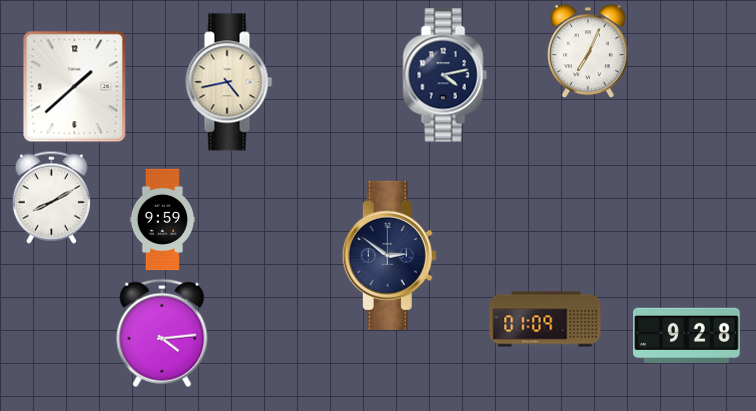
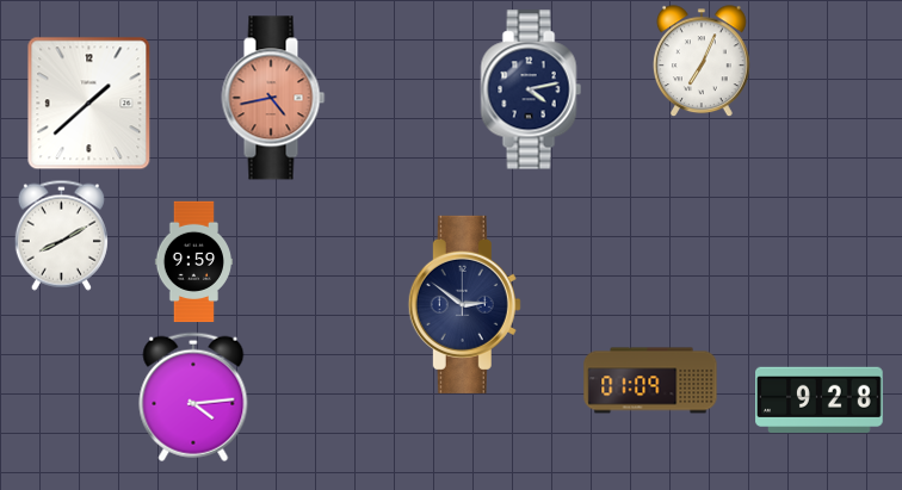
clock at (229, 82) dial: cream -> salmon
